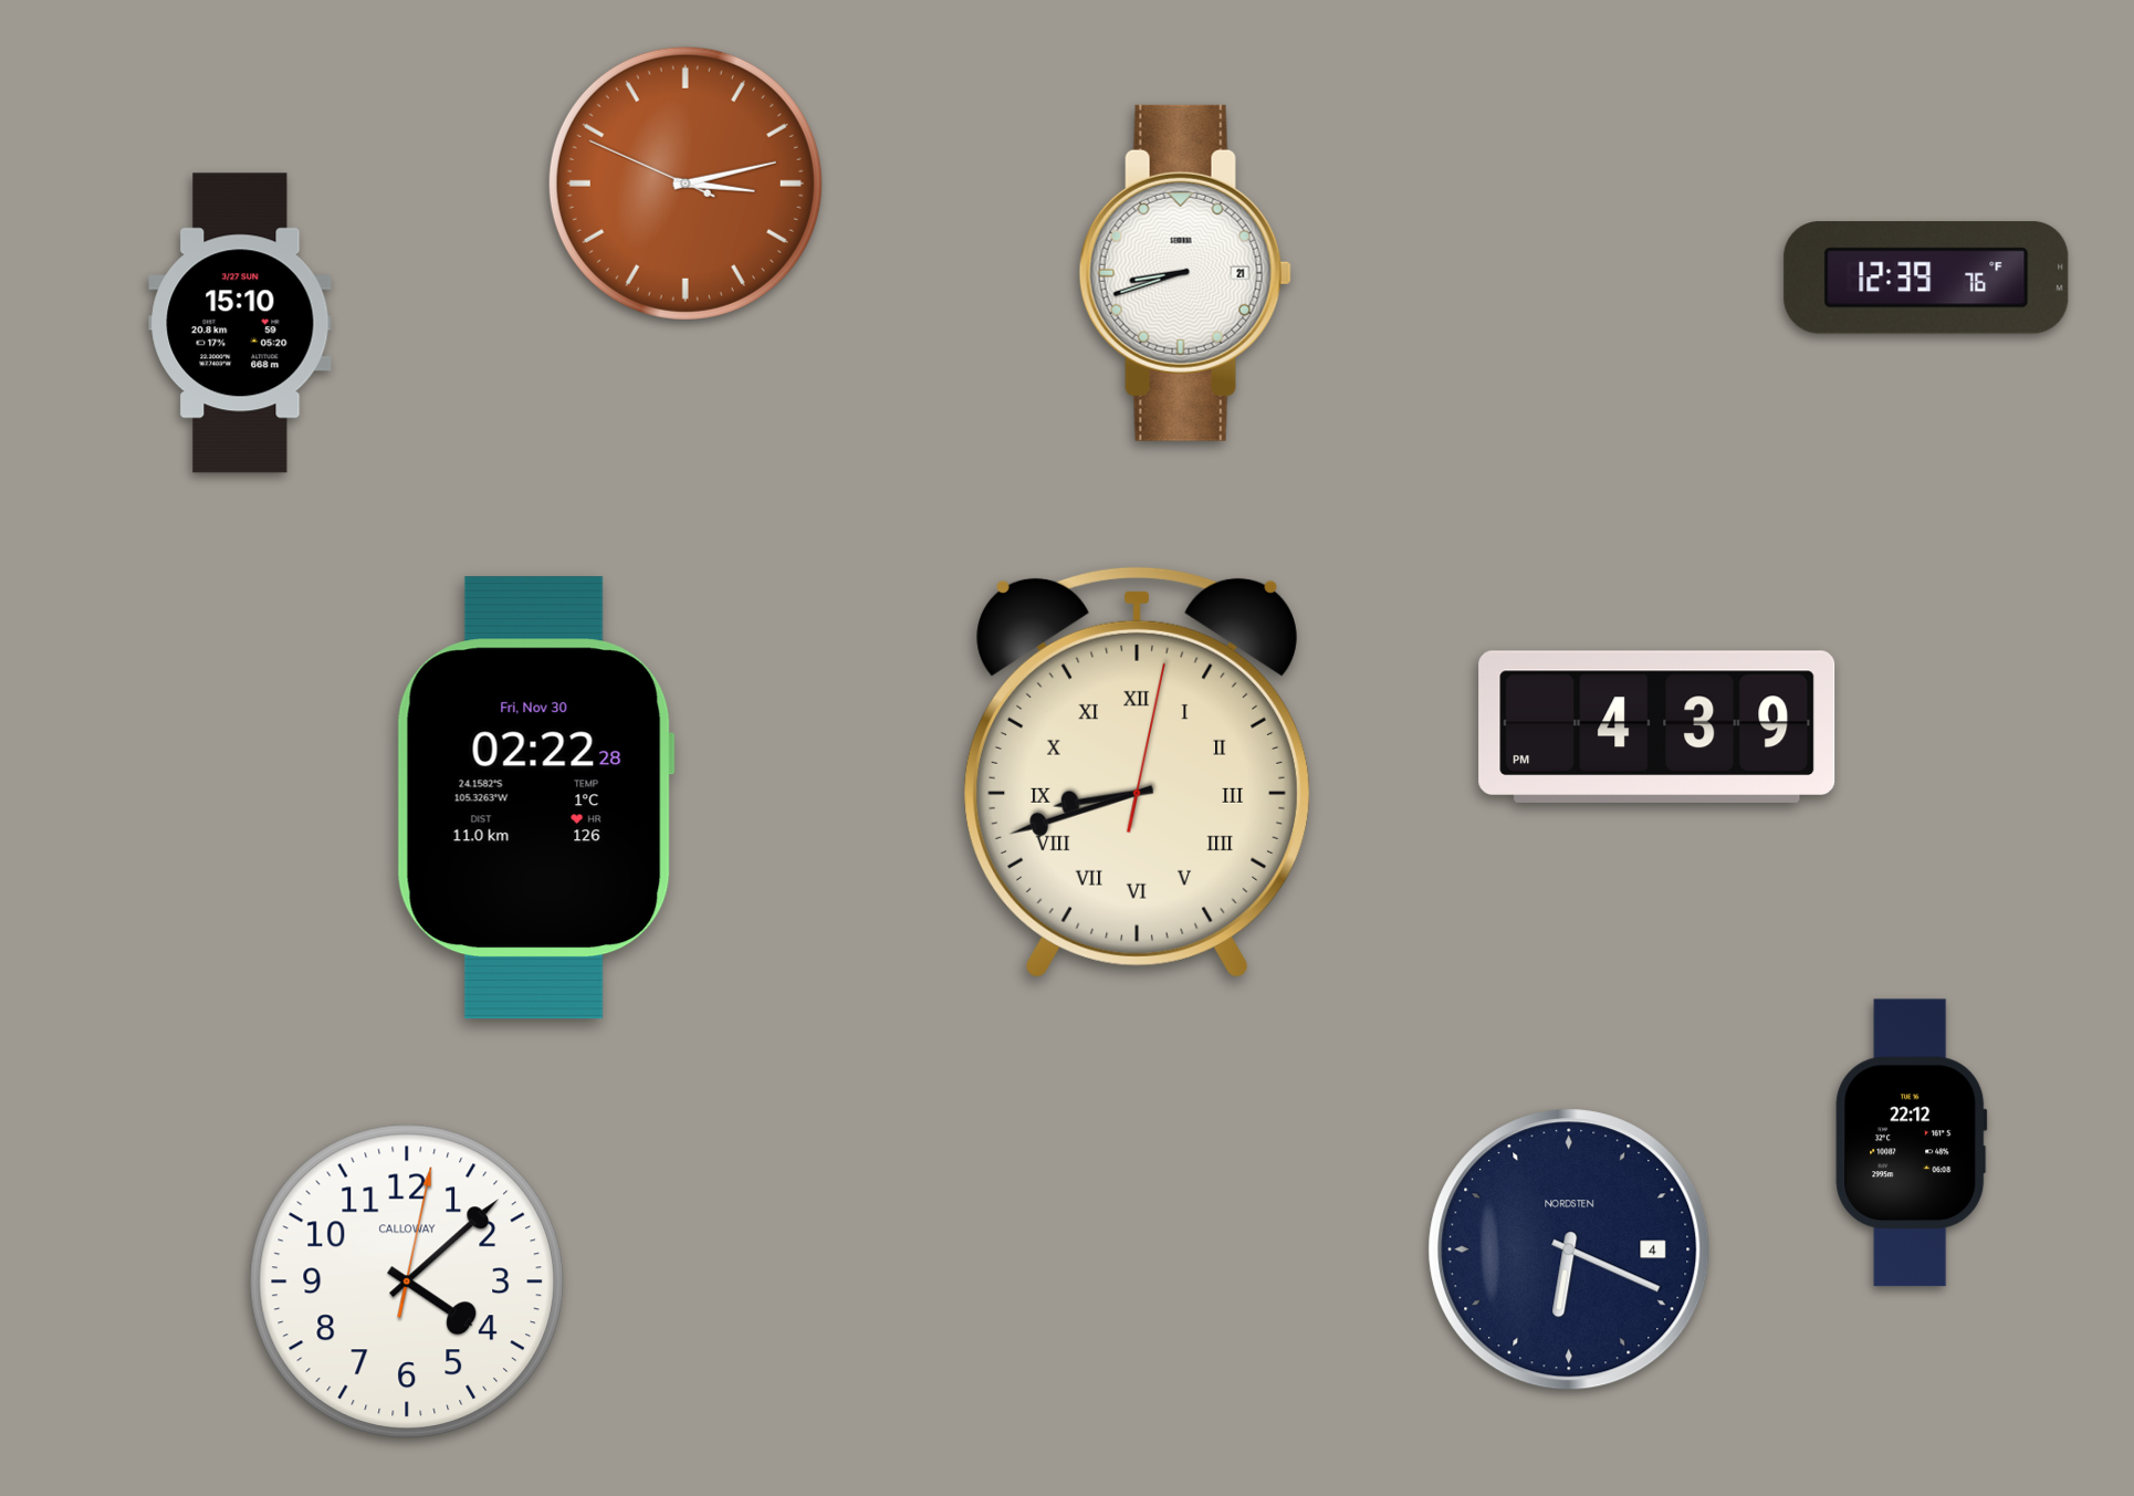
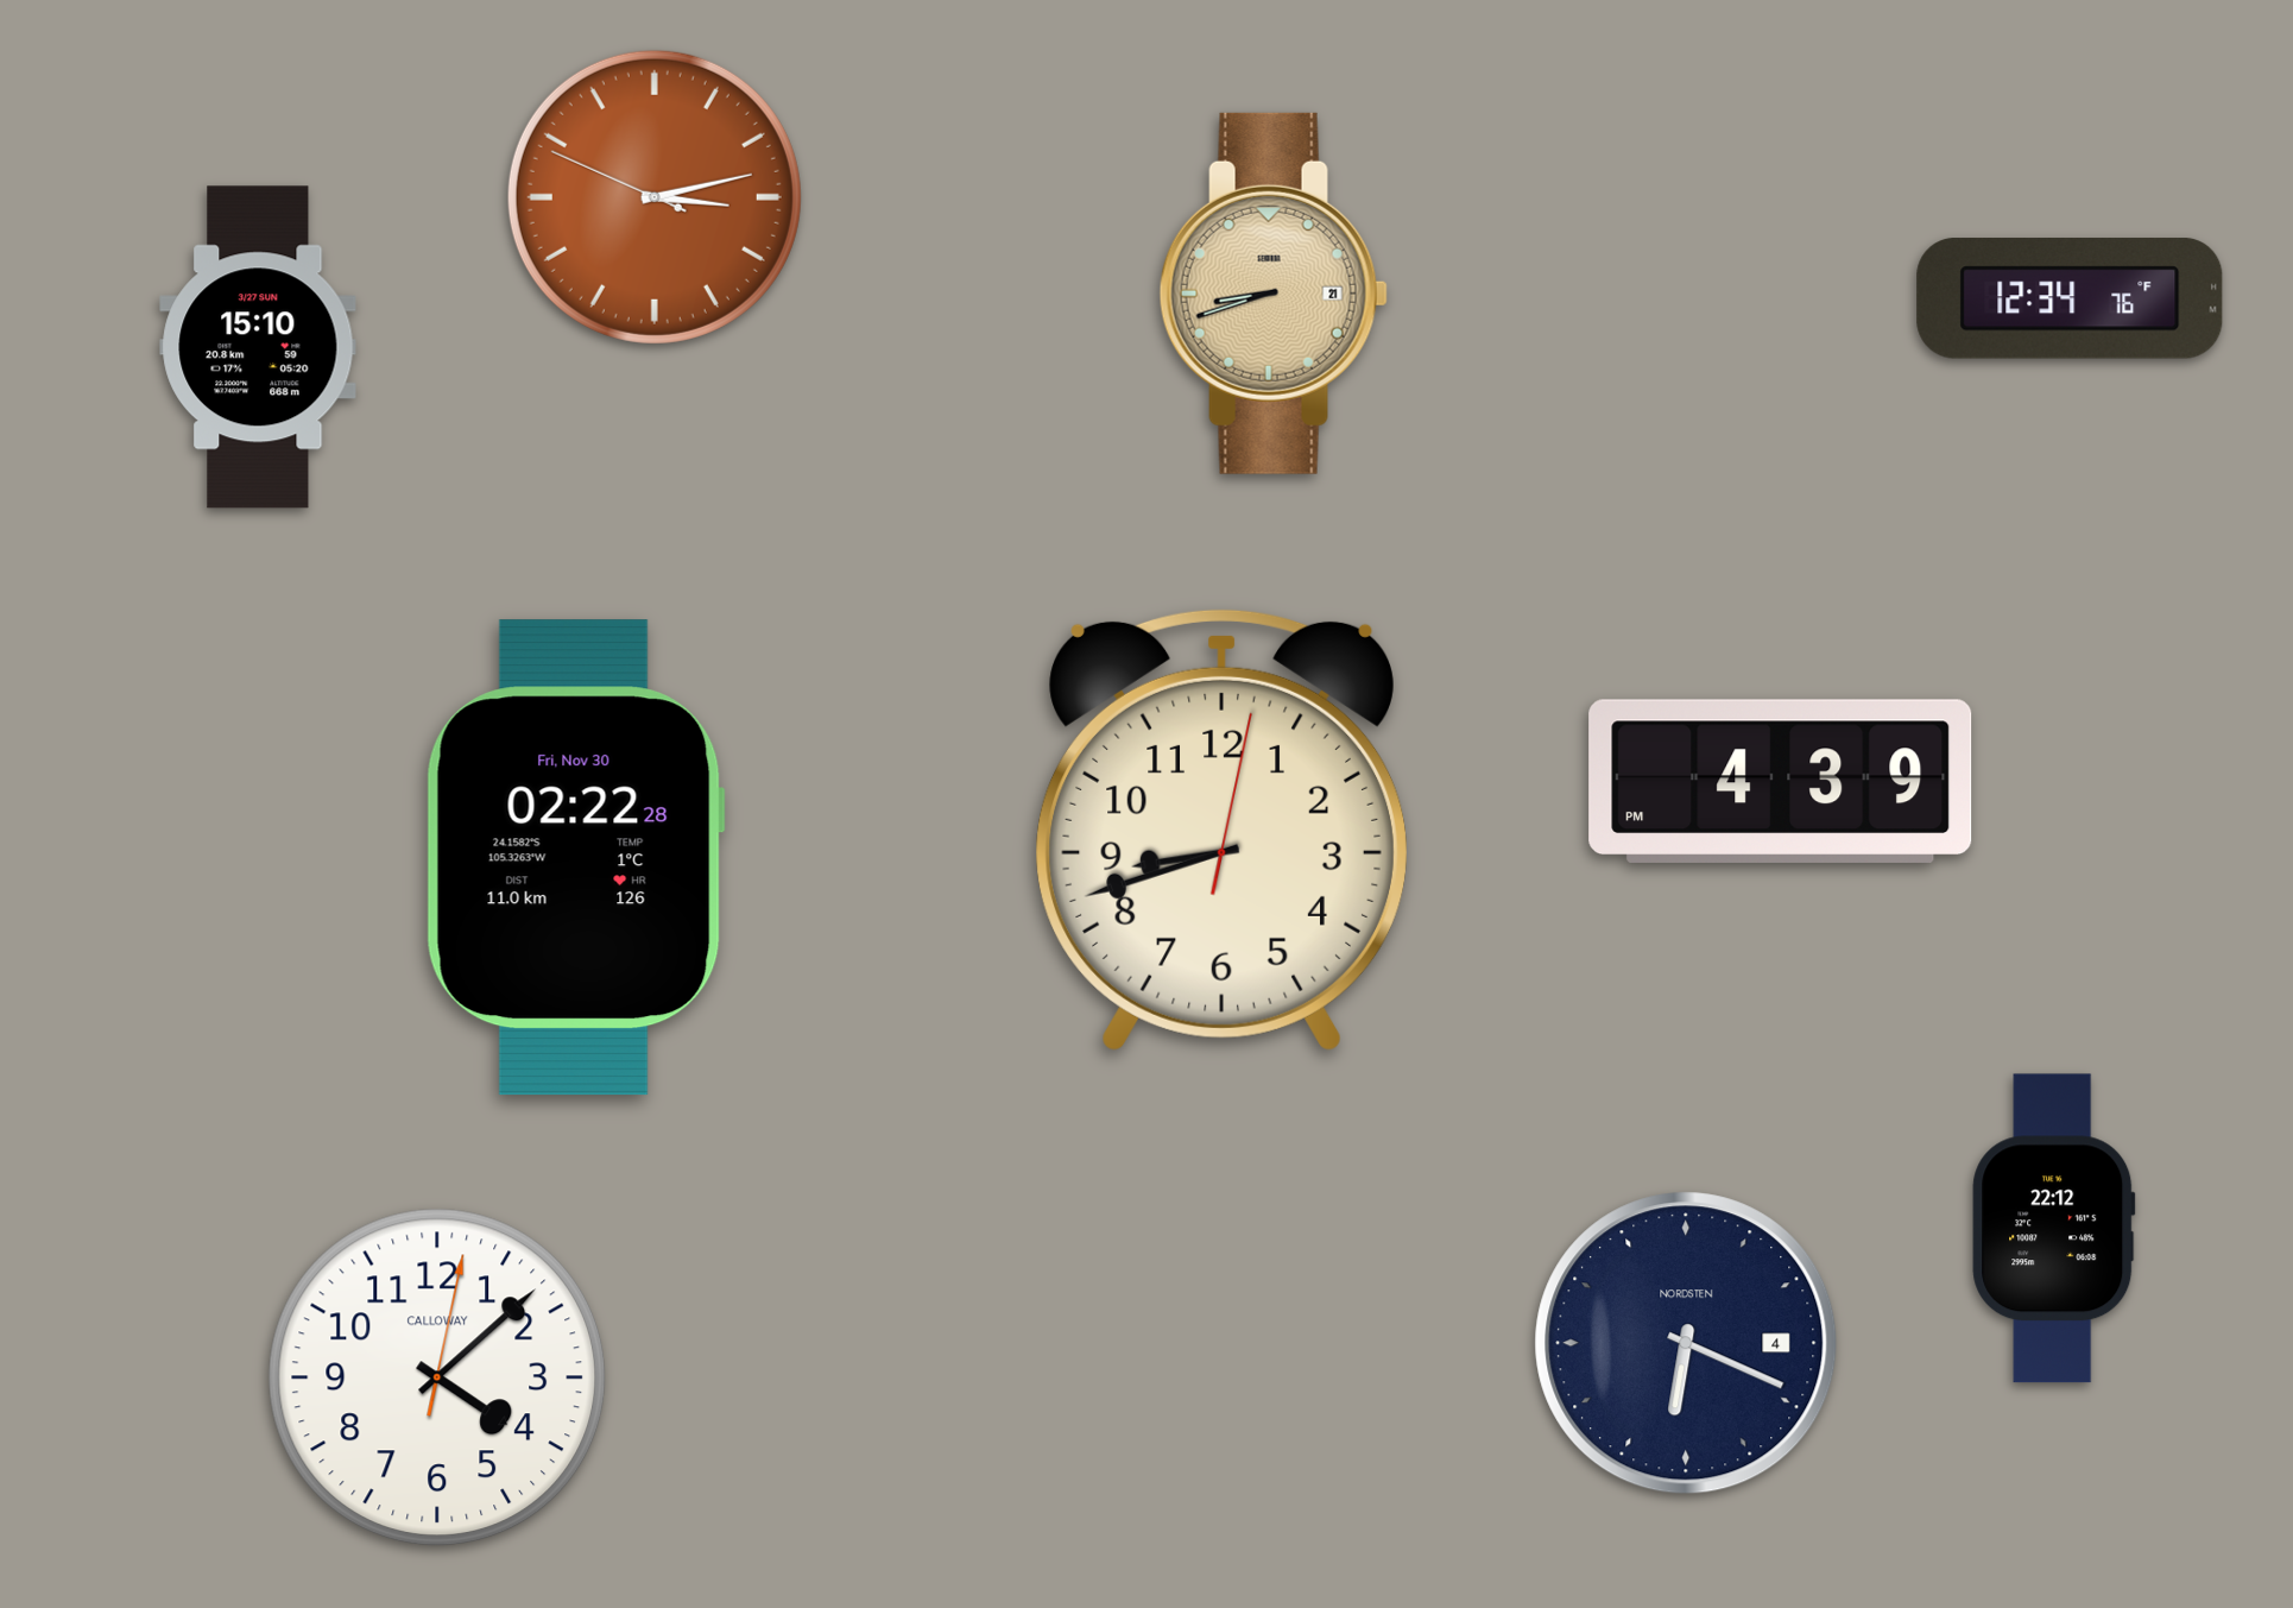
clock at (686, 184) position: (686, 184) -> (655, 197)
clock at (1185, 273) dial: white -> champagne
clock at (1926, 279): 12:39 -> 12:34
clock at (1137, 772) numerals: Roman -> Arabic
